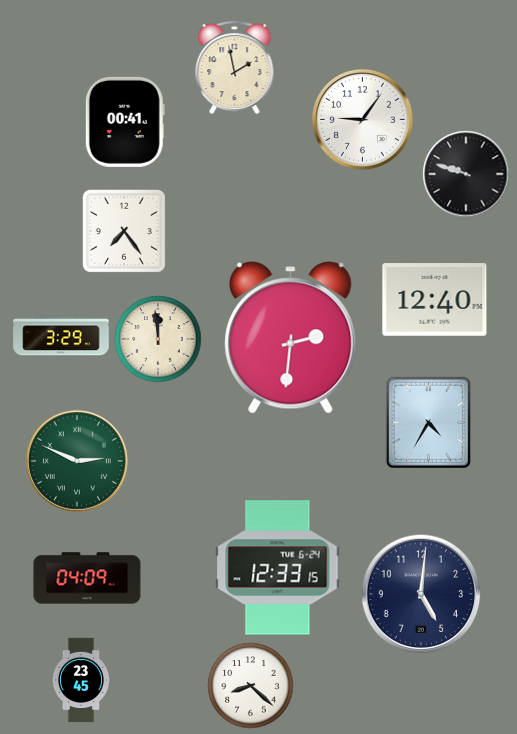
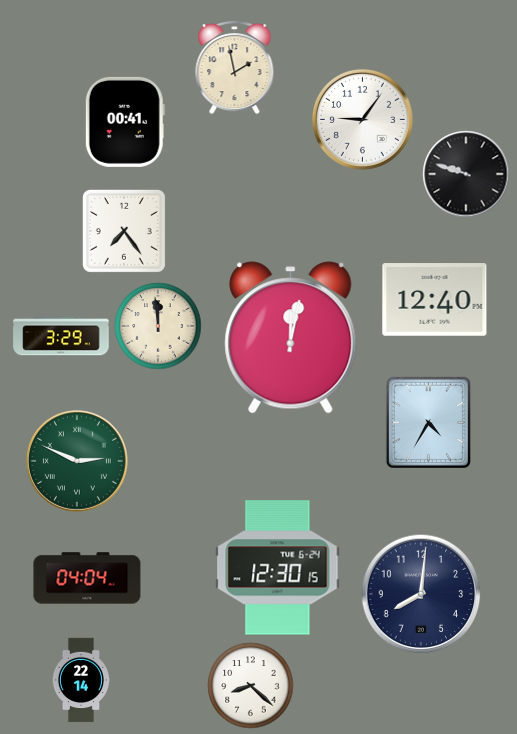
clock at (291, 338): 2:31 -> 12:02
clock at (158, 339) position: (158, 339) -> (158, 326)
clock at (278, 568): 12:33 -> 12:30
clock at (87, 578): 04:09 -> 04:04
clock at (421, 594): 5:01 -> 8:01
clock at (81, 680): 23:45 -> 22:14
